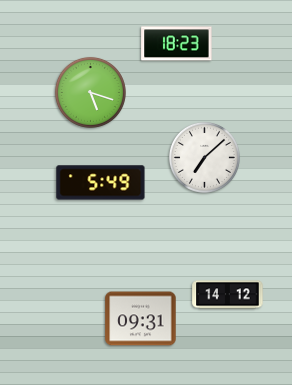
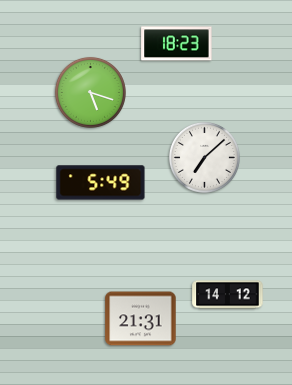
clock at (141, 319): 09:31 -> 21:31
